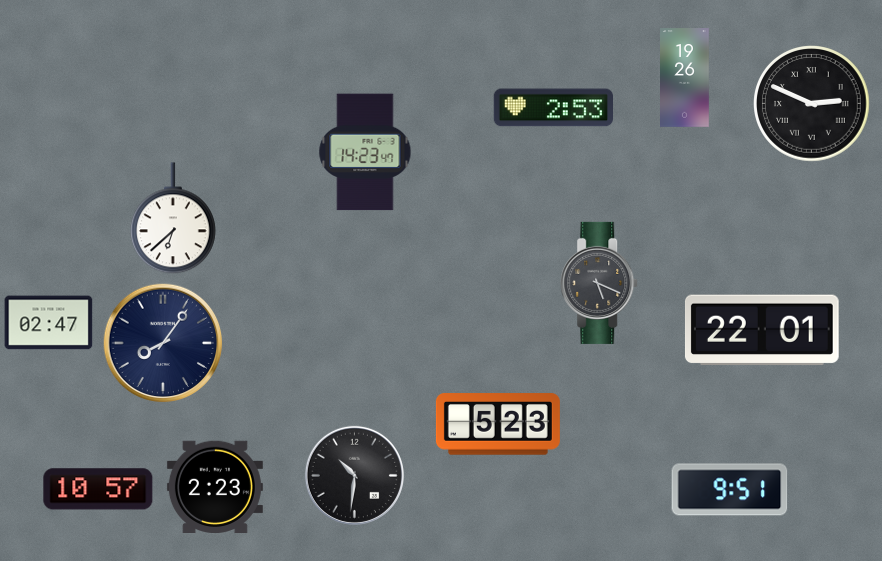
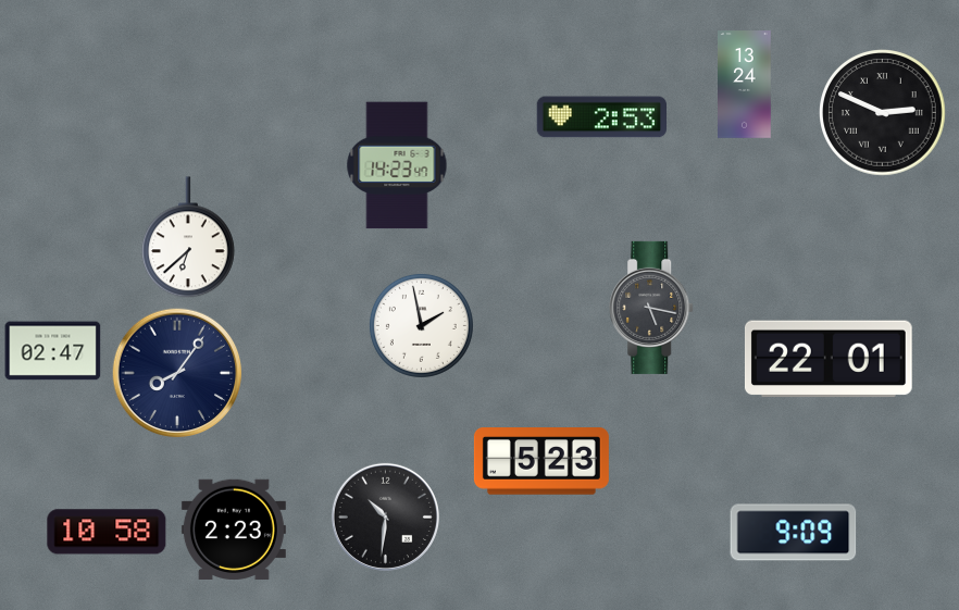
clock at (685, 78): 19:26 -> 13:24
clock at (600, 283): 5:19 -> 5:17
clock at (421, 325): none -> 1:58
clock at (98, 489): 10:57 -> 10:58
clock at (730, 490): 9:51 -> 9:09
